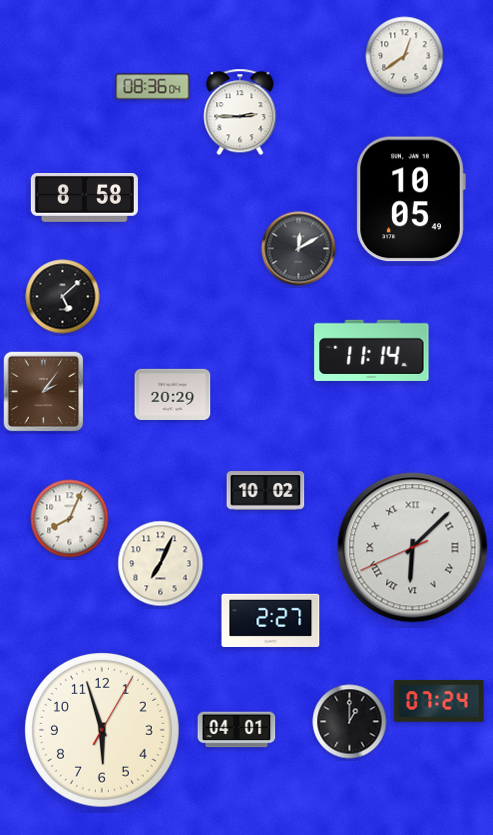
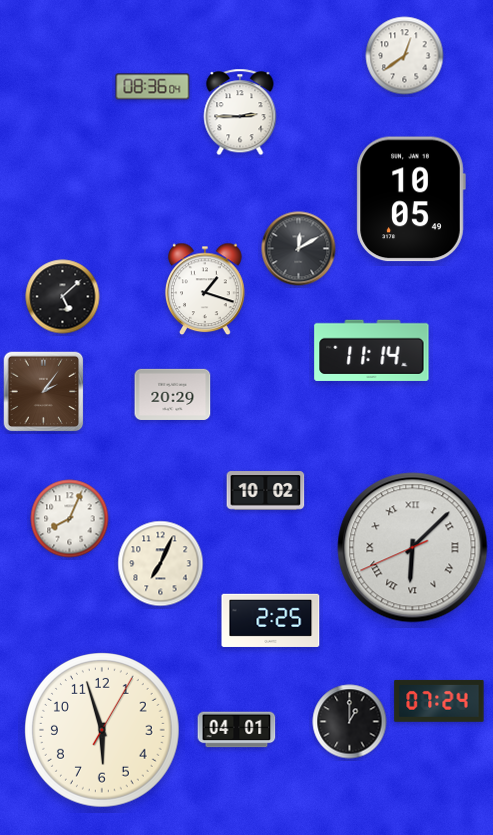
clock at (84, 198): 8:58 -> none
clock at (206, 289): none -> 1:18
clock at (271, 620): 2:27 -> 2:25
